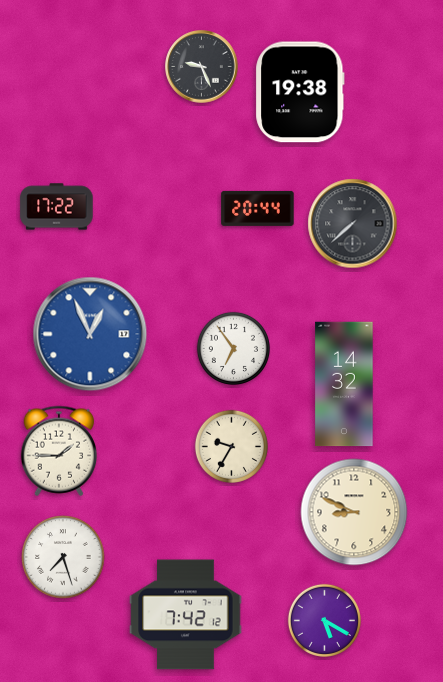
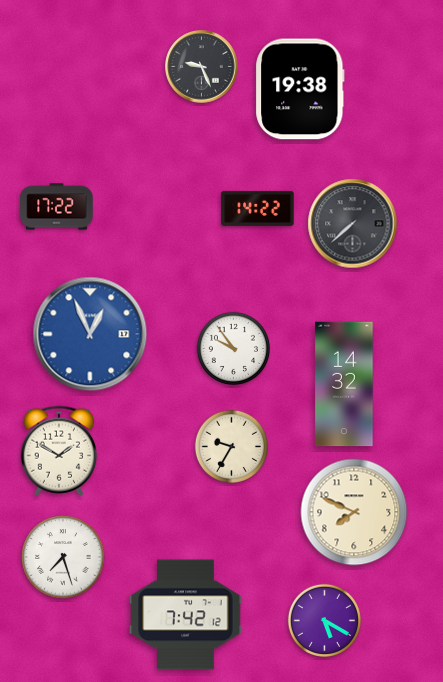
clock at (300, 92) position: (300, 92) -> (300, 89)
clock at (258, 208): 20:44 -> 14:22
clock at (233, 348): 6:54 -> 9:54
clock at (59, 451): 1:45 -> 1:50
clock at (354, 512): 8:49 -> 7:49
